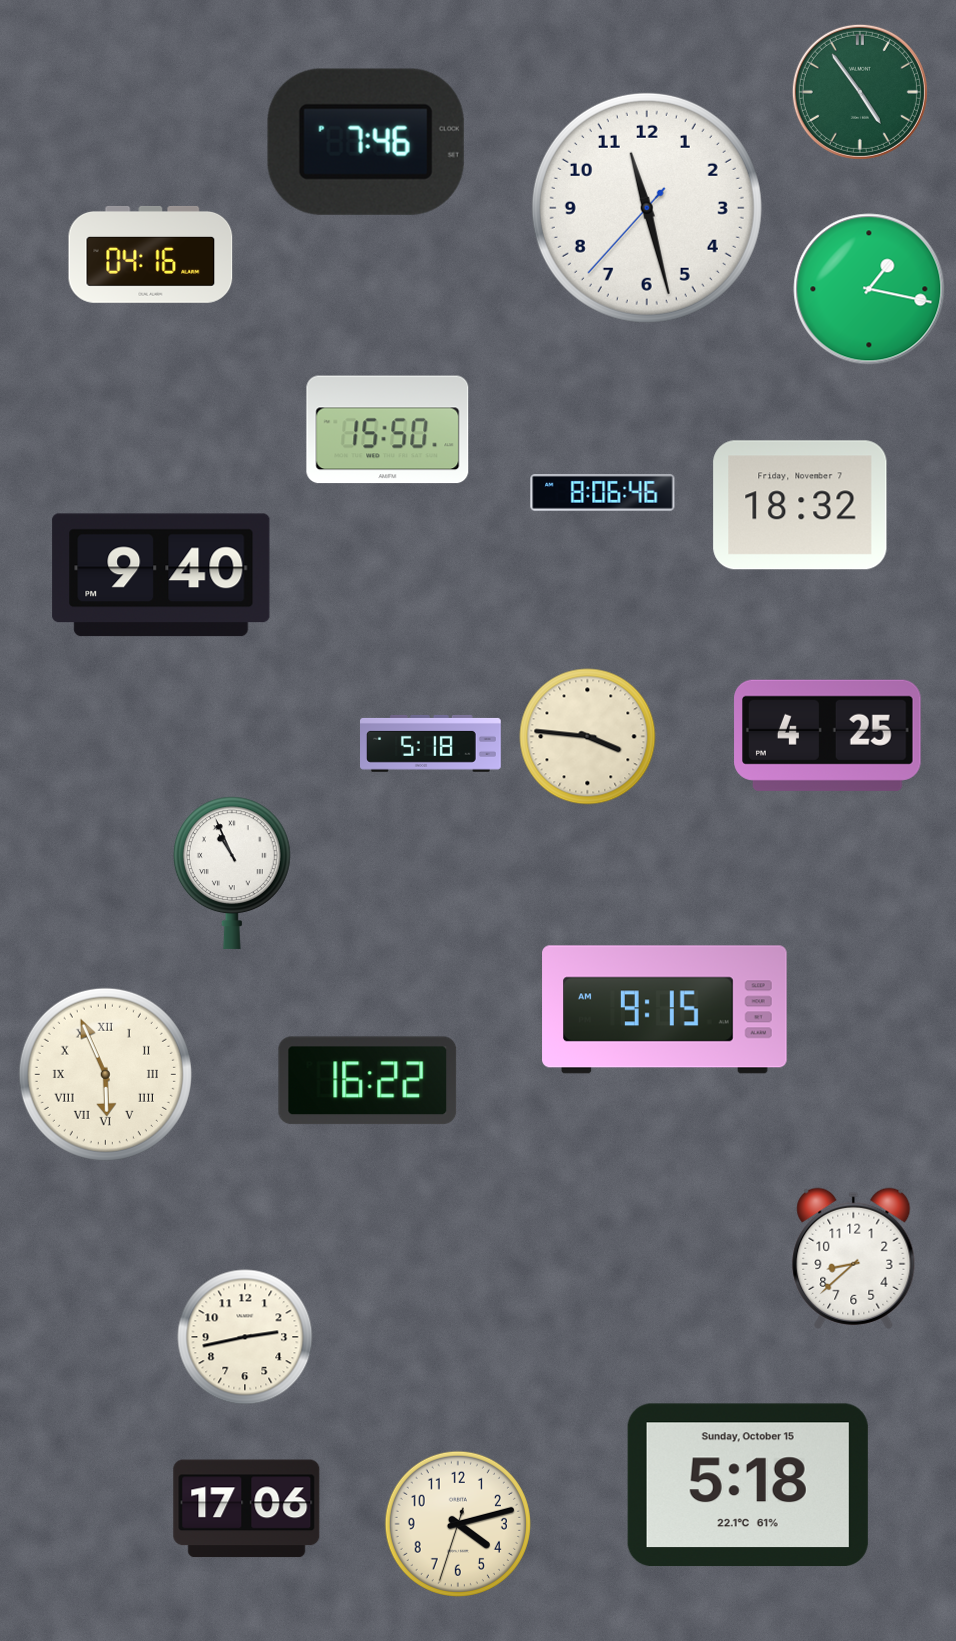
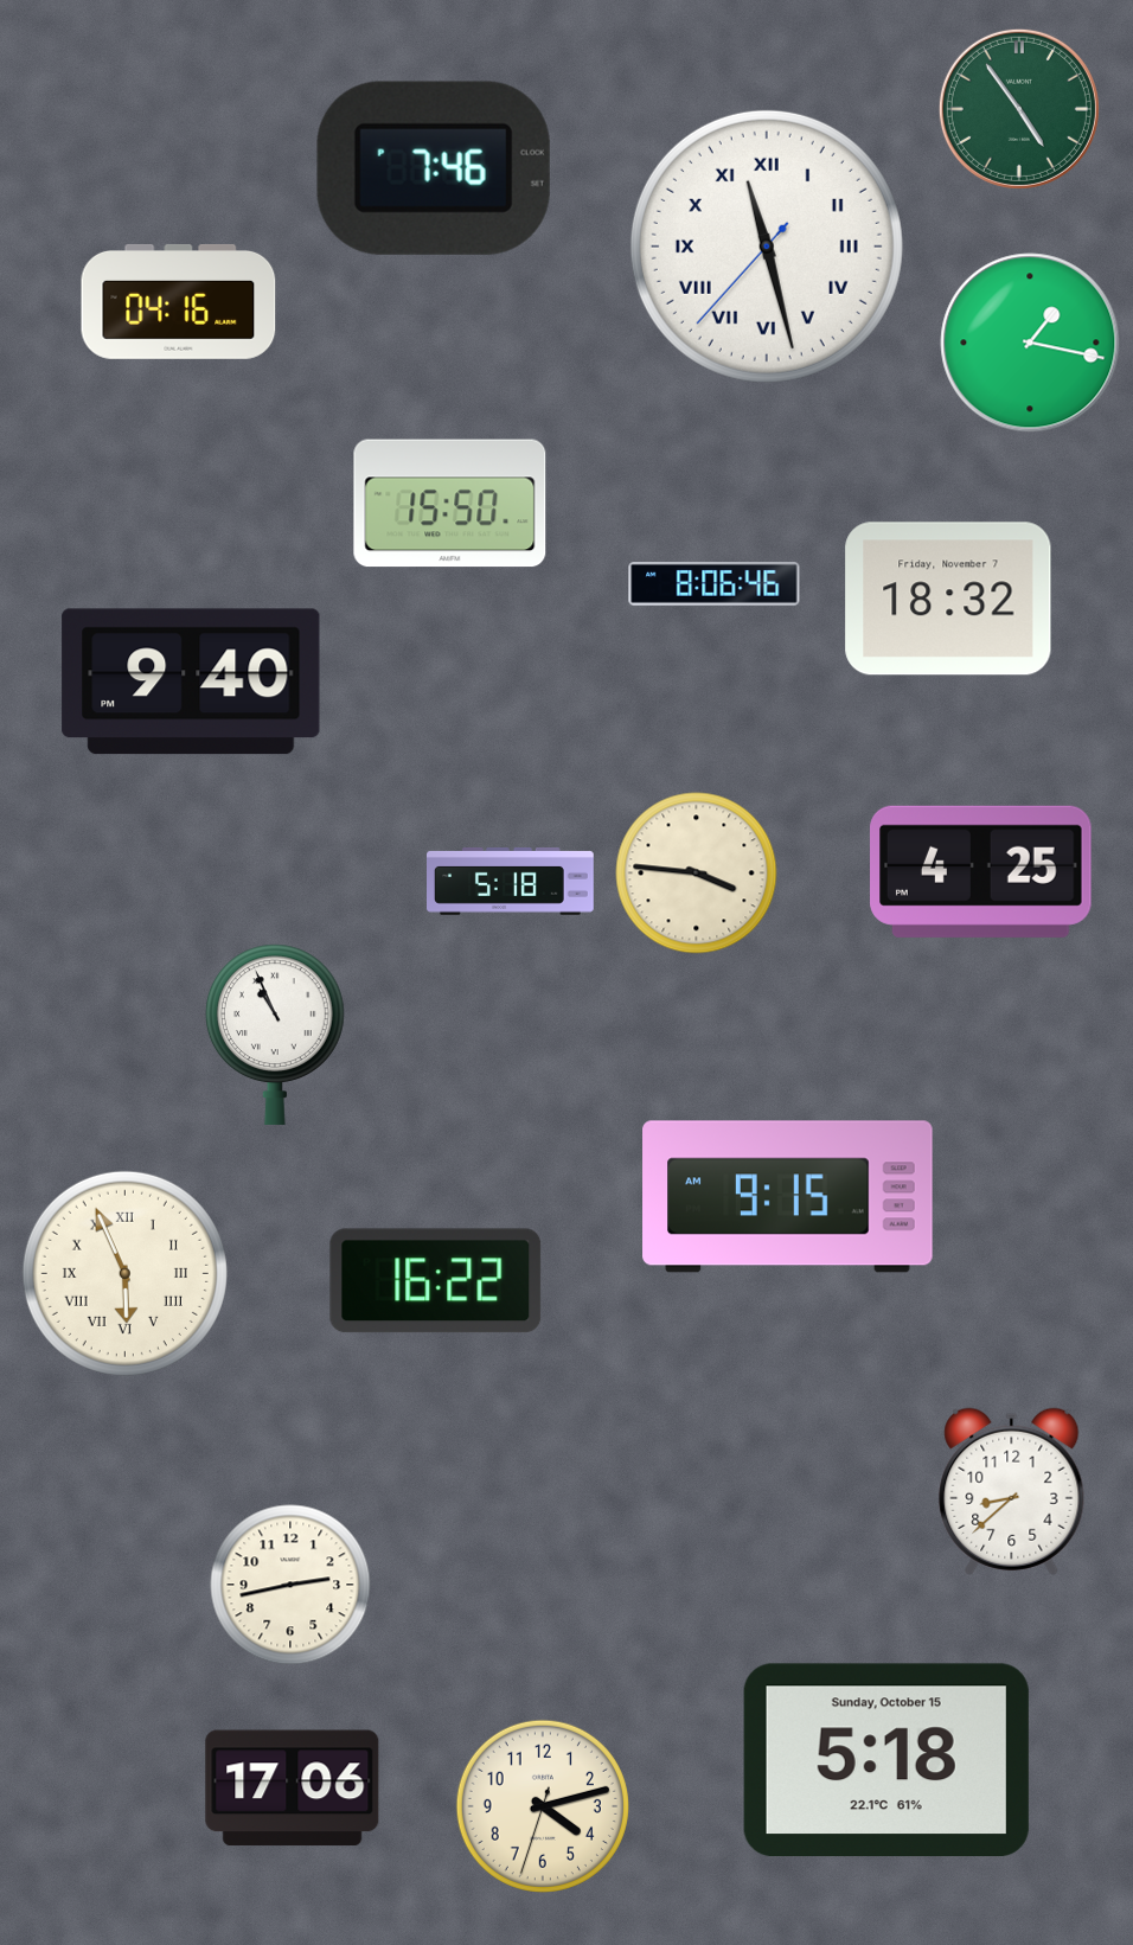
clock at (647, 208) numerals: Arabic -> Roman
clock at (388, 430) position: (388, 430) -> (450, 504)
